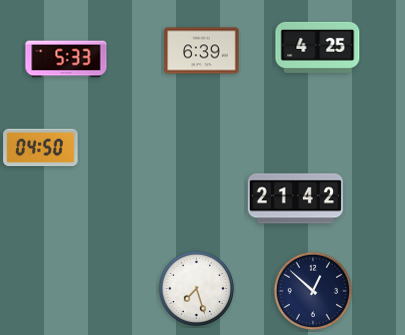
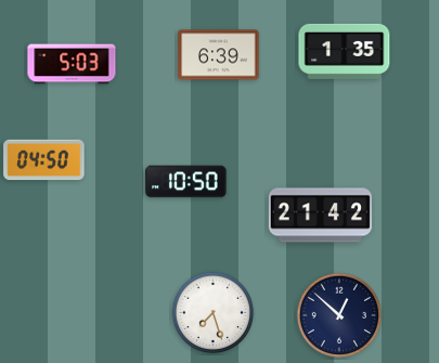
clock at (318, 47): 4:25 -> 1:35
clock at (66, 59): 5:33 -> 5:03
clock at (186, 182): none -> 10:50
